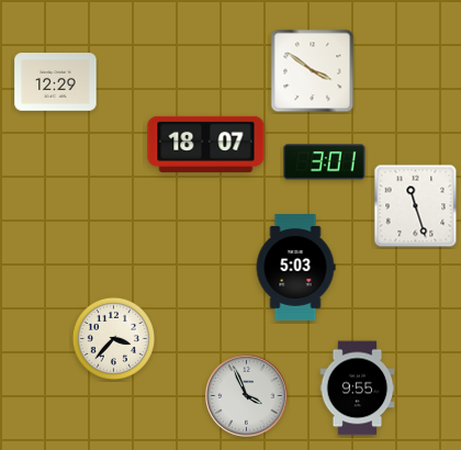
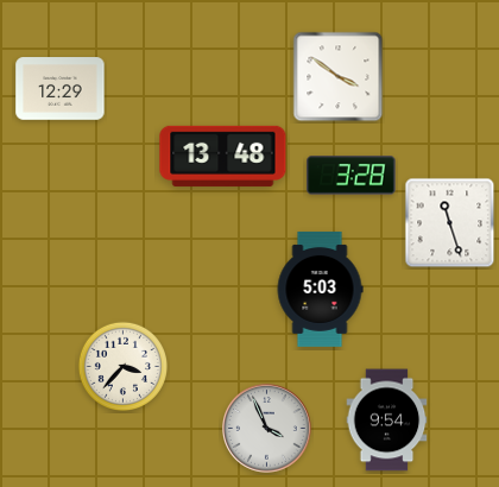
clock at (206, 144): 18:07 -> 13:48
clock at (325, 162): 3:01 -> 3:28
clock at (358, 389): 9:55 -> 9:54
